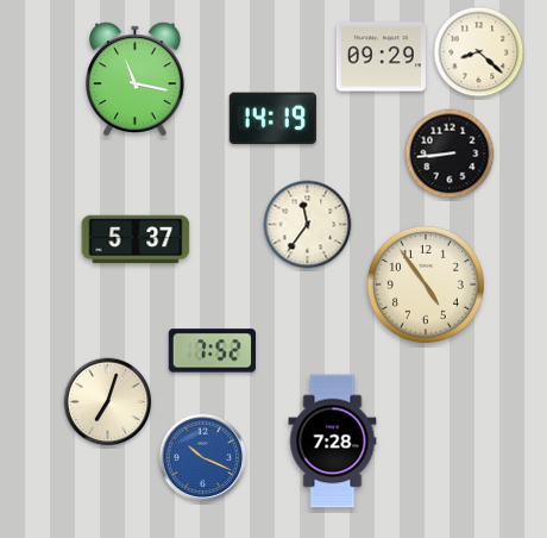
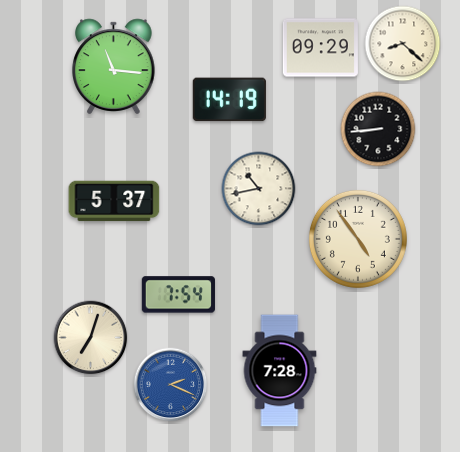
clock at (136, 80): 11:17 -> 11:16
clock at (308, 225): 11:36 -> 10:43
clock at (212, 351): 7:52 -> 7:54
clock at (203, 458): 10:19 -> 2:19
